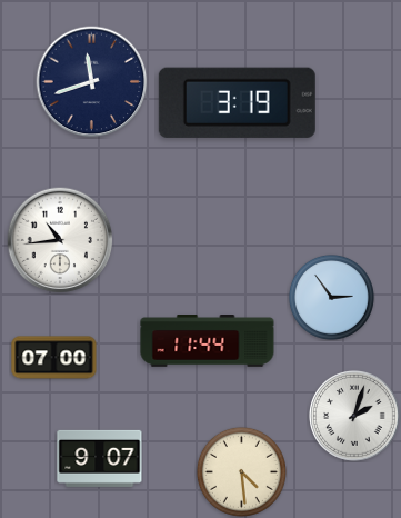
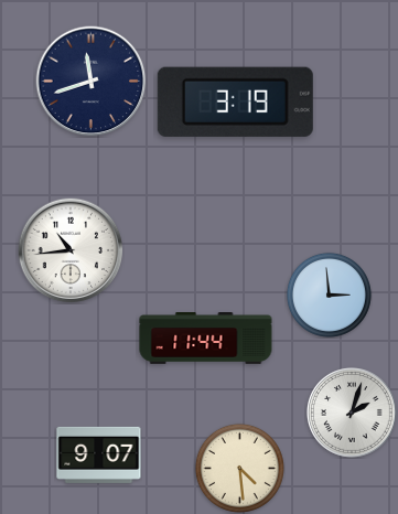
clock at (60, 240) position: (60, 240) -> (71, 250)
clock at (331, 297): 2:54 -> 2:59
clock at (54, 358): 07:00 -> none
